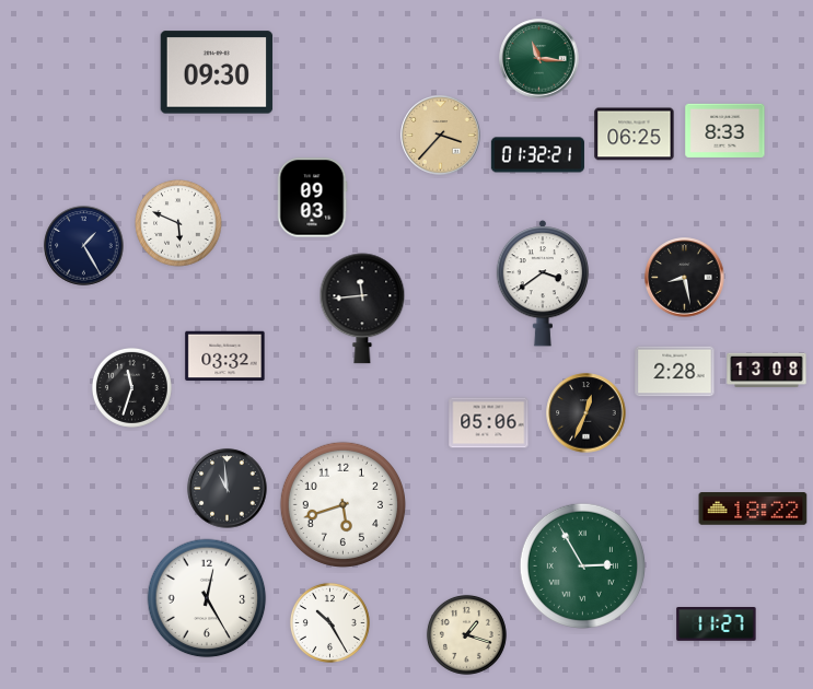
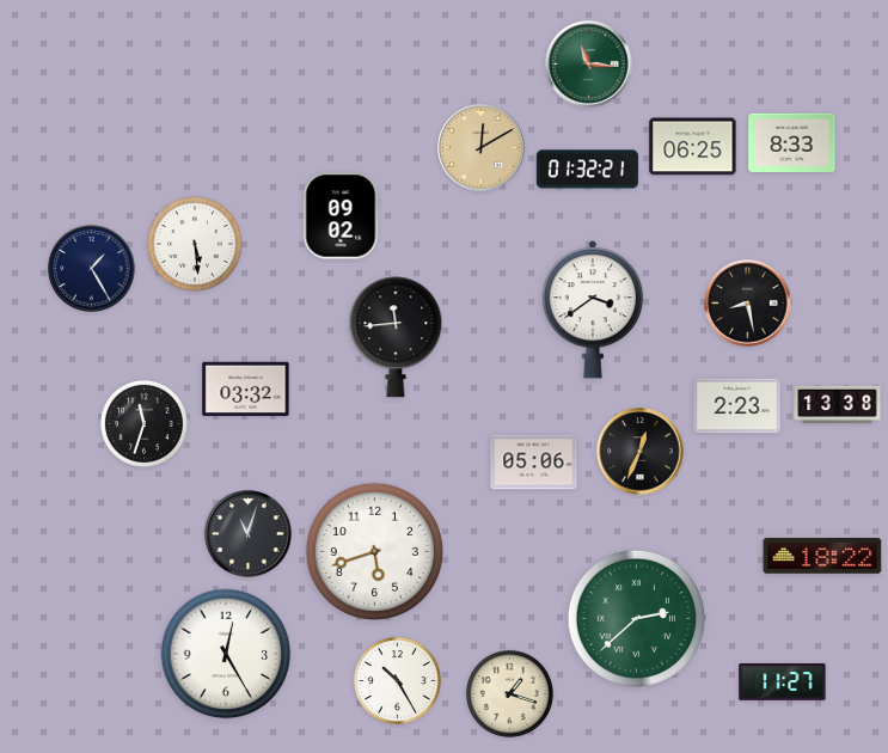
clock at (217, 72): 09:30 -> none
clock at (441, 136): 3:37 -> 12:10
clock at (312, 198): 09:03 -> 09:02
clock at (178, 223): 5:49 -> 5:29
clock at (767, 371): 13:08 -> 13:38
clock at (675, 372): 2:28 -> 2:23
clock at (228, 489): 10:59 -> 11:03
clock at (582, 565): 2:55 -> 2:38
clock at (329, 622) position: (329, 622) -> (397, 680)
